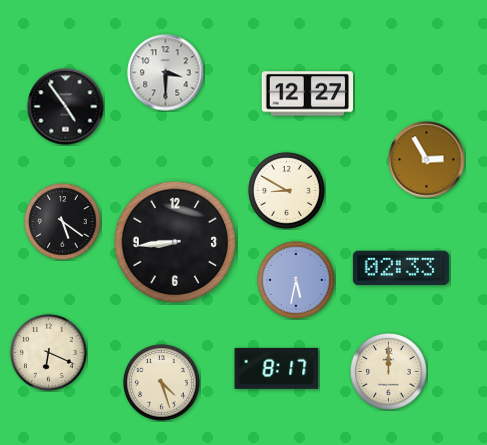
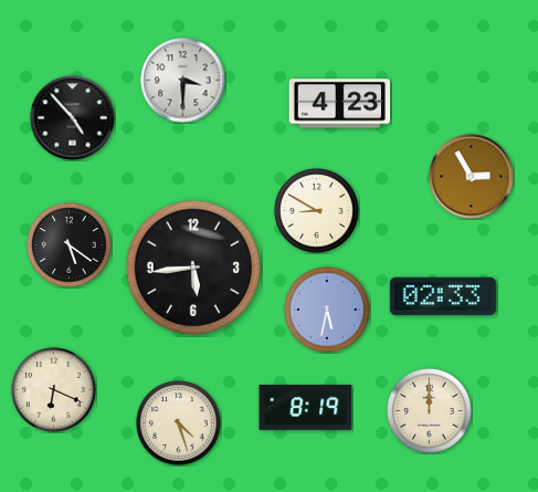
clock at (308, 94): 12:27 -> 4:23
clock at (66, 107): 4:54 -> 4:53
clock at (174, 241): 8:44 -> 5:44
clock at (277, 368): 8:17 -> 8:19
